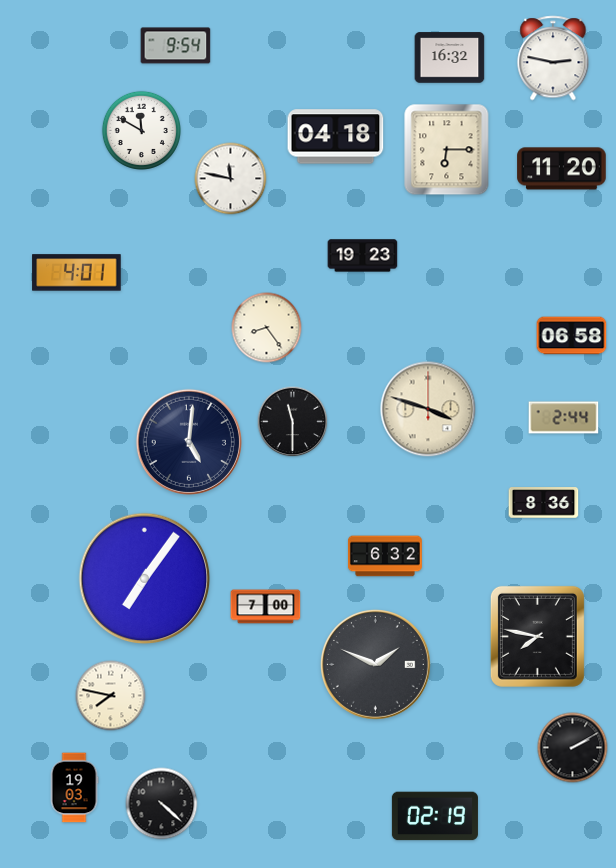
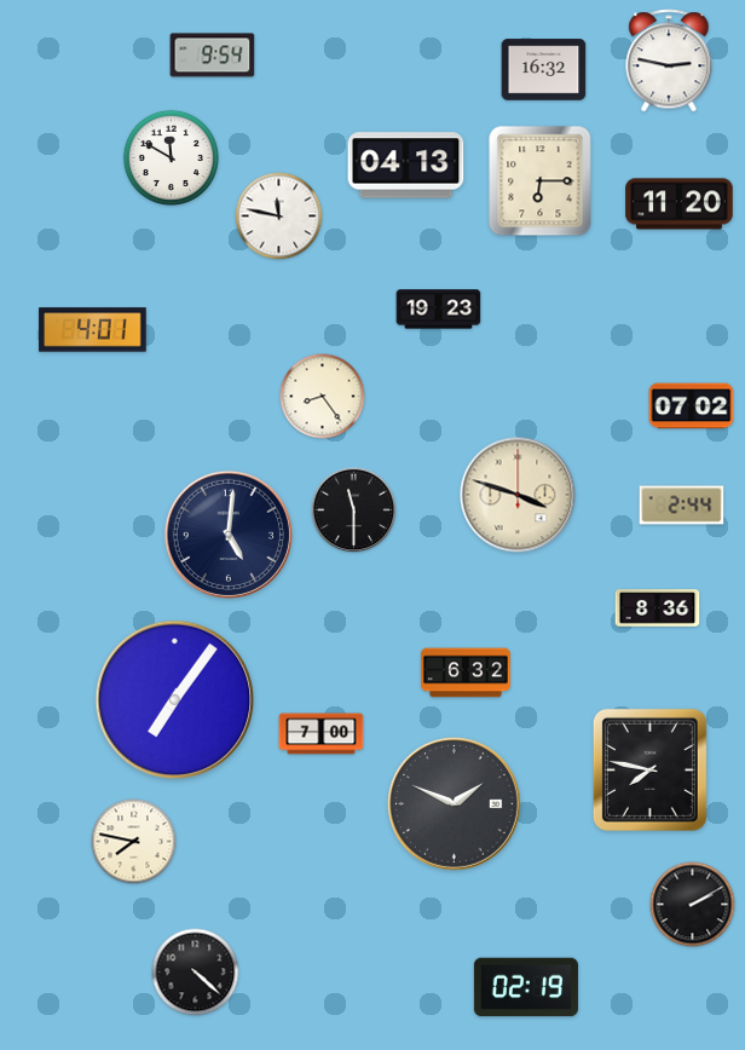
clock at (553, 58) position: (553, 58) -> (669, 60)
clock at (336, 137): 04:18 -> 04:13
clock at (572, 336): 06:58 -> 07:02
clock at (74, 788): 19:03 -> none
